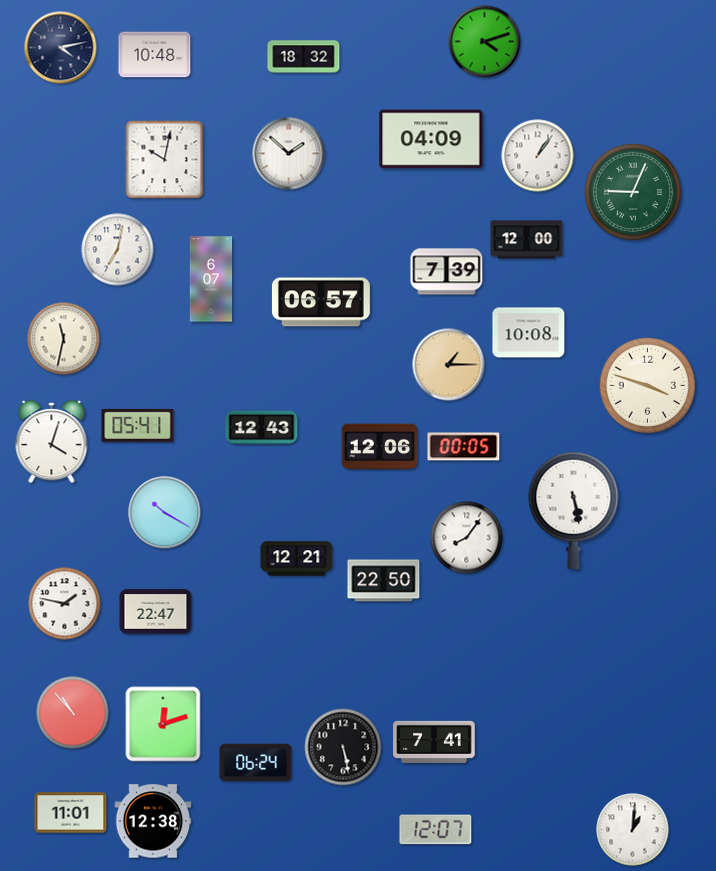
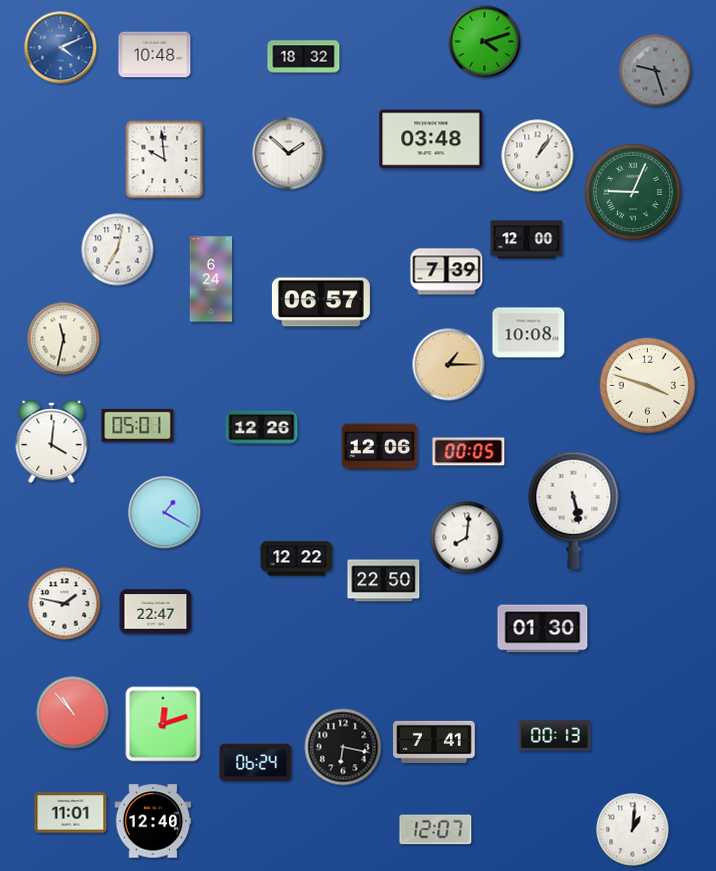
clock at (61, 48): 4:13 -> 4:11
clock at (61, 48) dial: navy -> blue
clock at (656, 71): none -> 9:27
clock at (431, 139): 04:09 -> 03:48
clock at (165, 160): 10:02 -> 9:59
clock at (211, 279): 6:07 -> 6:24
clock at (138, 425): 05:41 -> 05:01
clock at (262, 428): 12:43 -> 12:26
clock at (52, 442): 4:03 -> 4:01
clock at (464, 447) position: (464, 447) -> (469, 452)
clock at (165, 513): 10:20 -> 1:20
clock at (467, 538): 8:06 -> 8:01
clock at (297, 559): 12:21 -> 12:22
clock at (543, 629): none -> 01:30
clock at (555, 736): none -> 00:13
clock at (343, 747): 5:28 -> 6:17
clock at (153, 821): 12:38 -> 12:40
